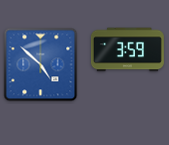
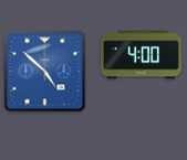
clock at (127, 50): 3:59 -> 4:00
